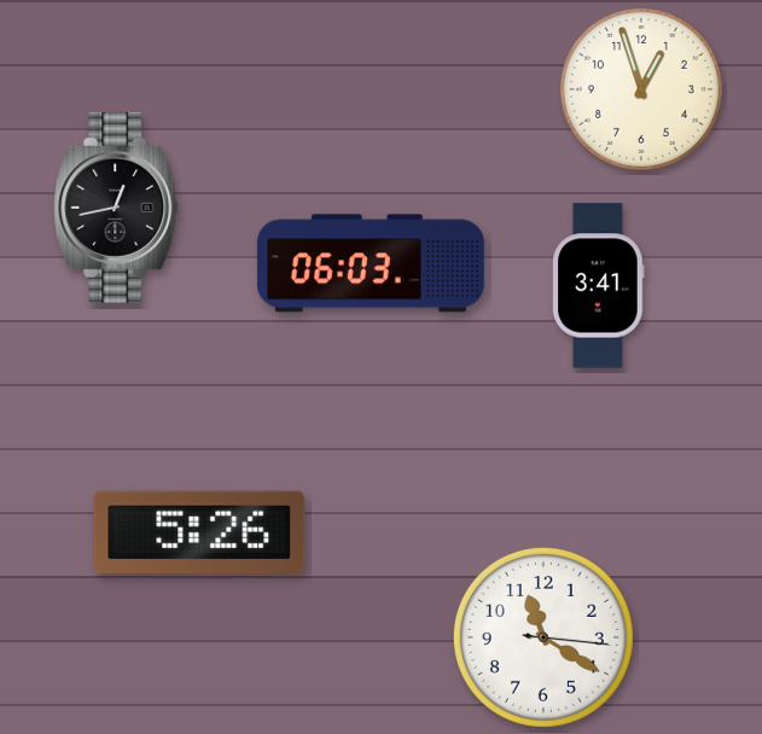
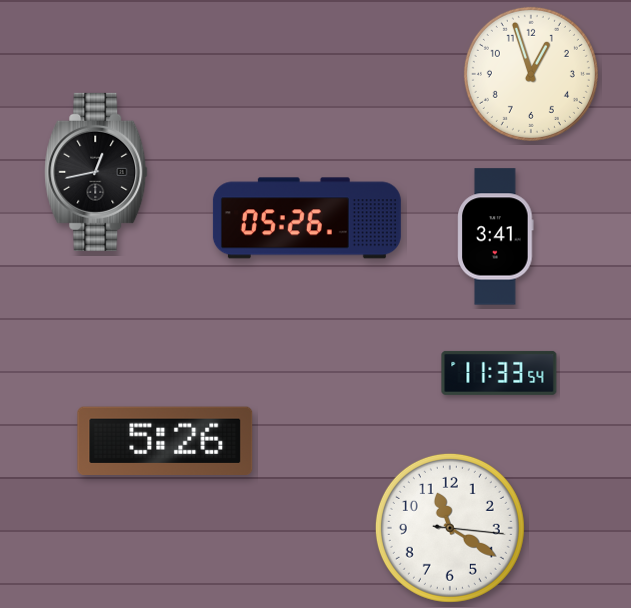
clock at (371, 263): 06:03 -> 05:26
clock at (499, 373): none -> 11:33
